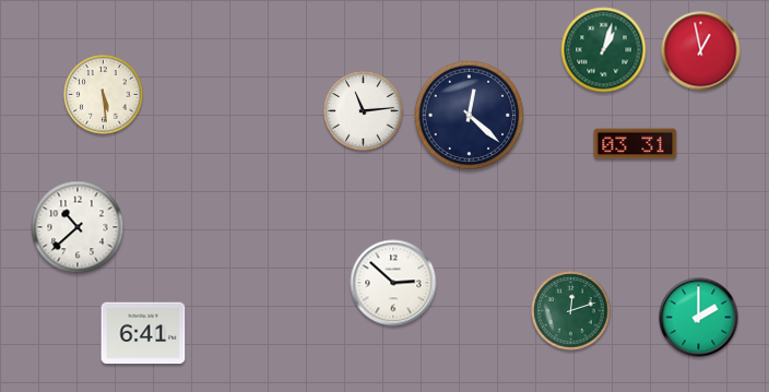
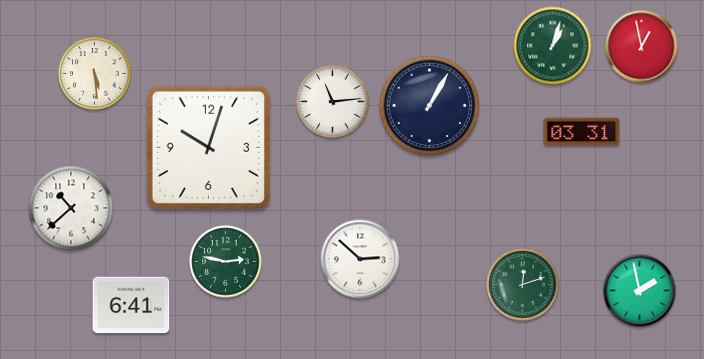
clock at (104, 95) position: (104, 95) -> (95, 74)
clock at (470, 116): 12:22 -> 1:05
clock at (208, 147): none -> 10:03
clock at (226, 262): none -> 2:47
clock at (699, 318): 2:00 -> 1:58
